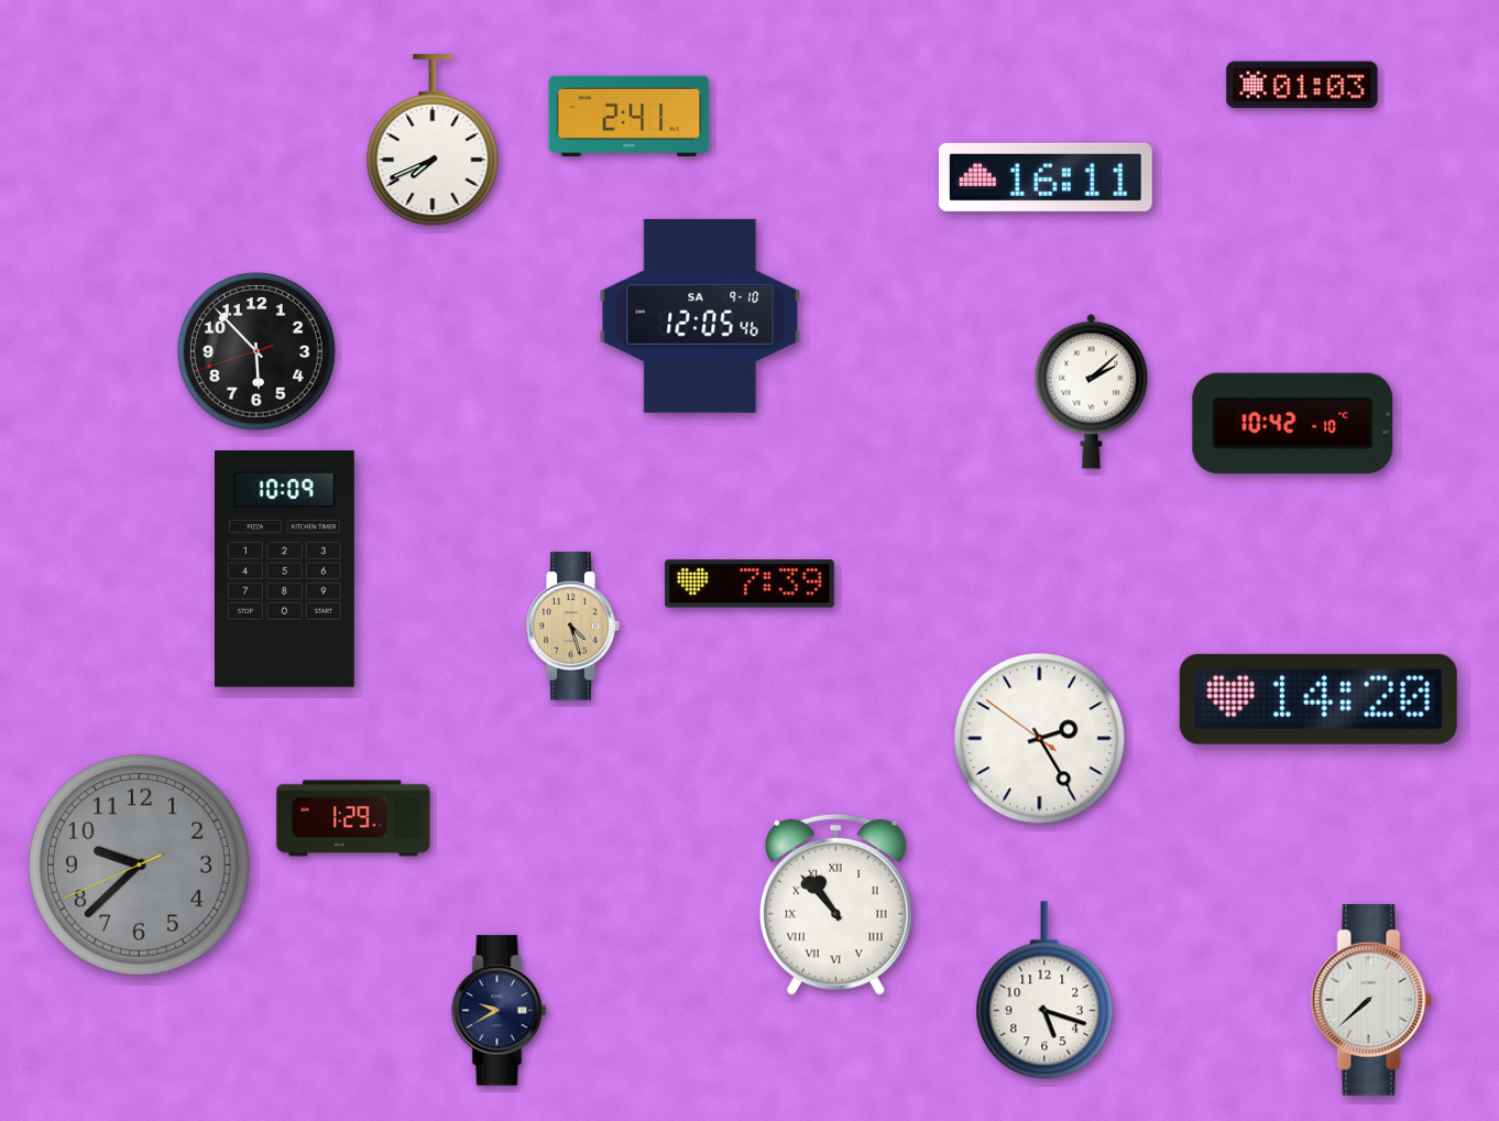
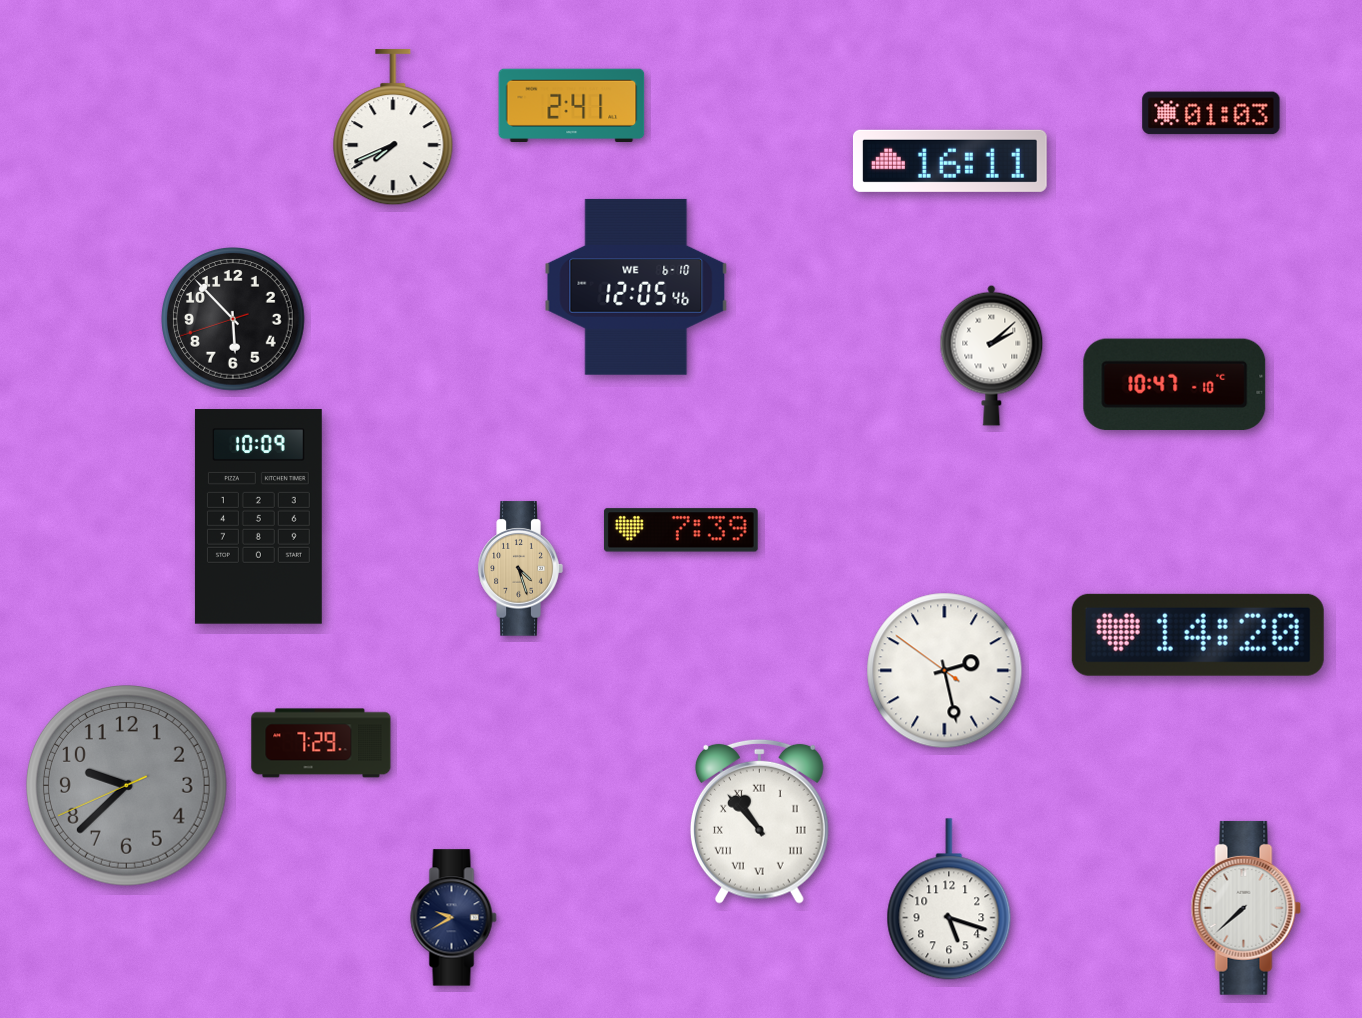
clock at (1302, 85) position: (1302, 85) -> (1211, 113)
clock at (700, 316) date: SA 9-10 -> WE 6-10
clock at (1293, 423): 10:42 -> 10:47
clock at (1040, 739): 2:24 -> 2:27
clock at (353, 818): 1:29 -> 7:29
